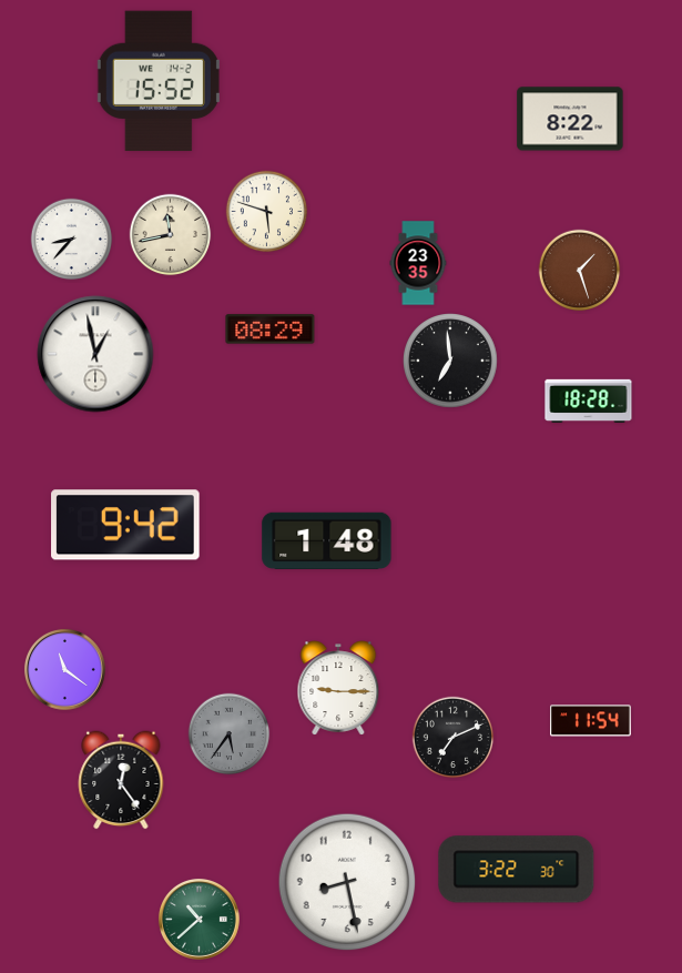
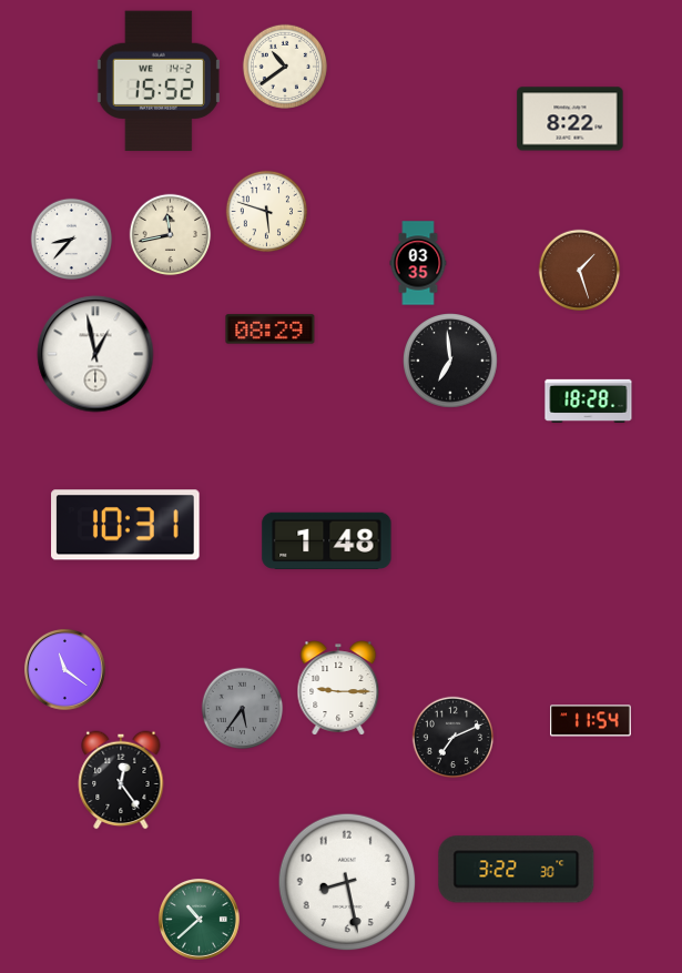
clock at (284, 65): none -> 10:39
clock at (418, 263): 23:35 -> 03:35
clock at (125, 525): 9:42 -> 10:31
clock at (230, 734) position: (230, 734) -> (243, 709)
